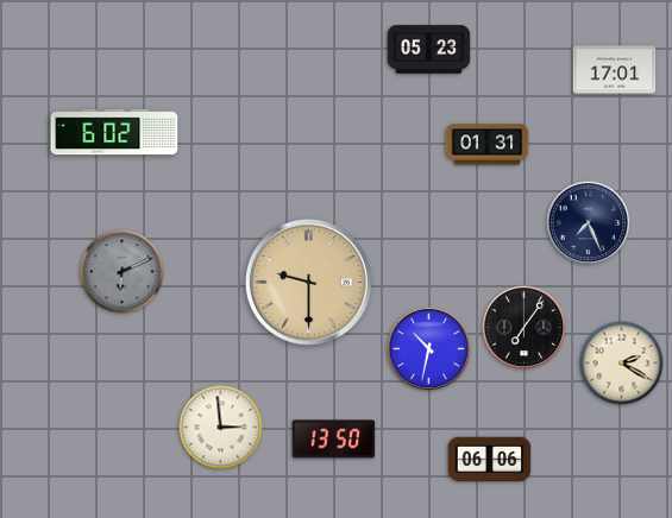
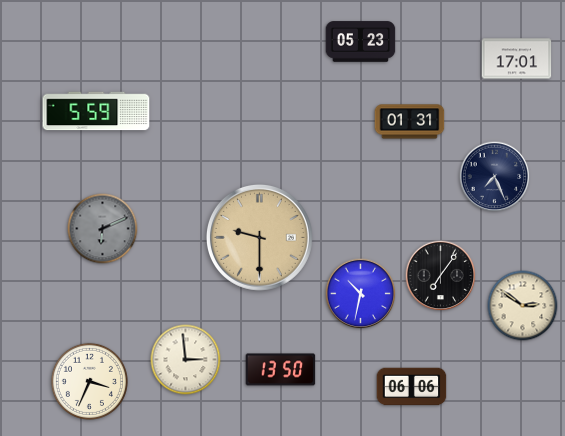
clock at (114, 132): 6:02 -> 5:59
clock at (589, 223) position: (589, 223) -> (495, 177)
clock at (622, 364): 2:20 -> 2:51
clock at (89, 381): none -> 3:34
